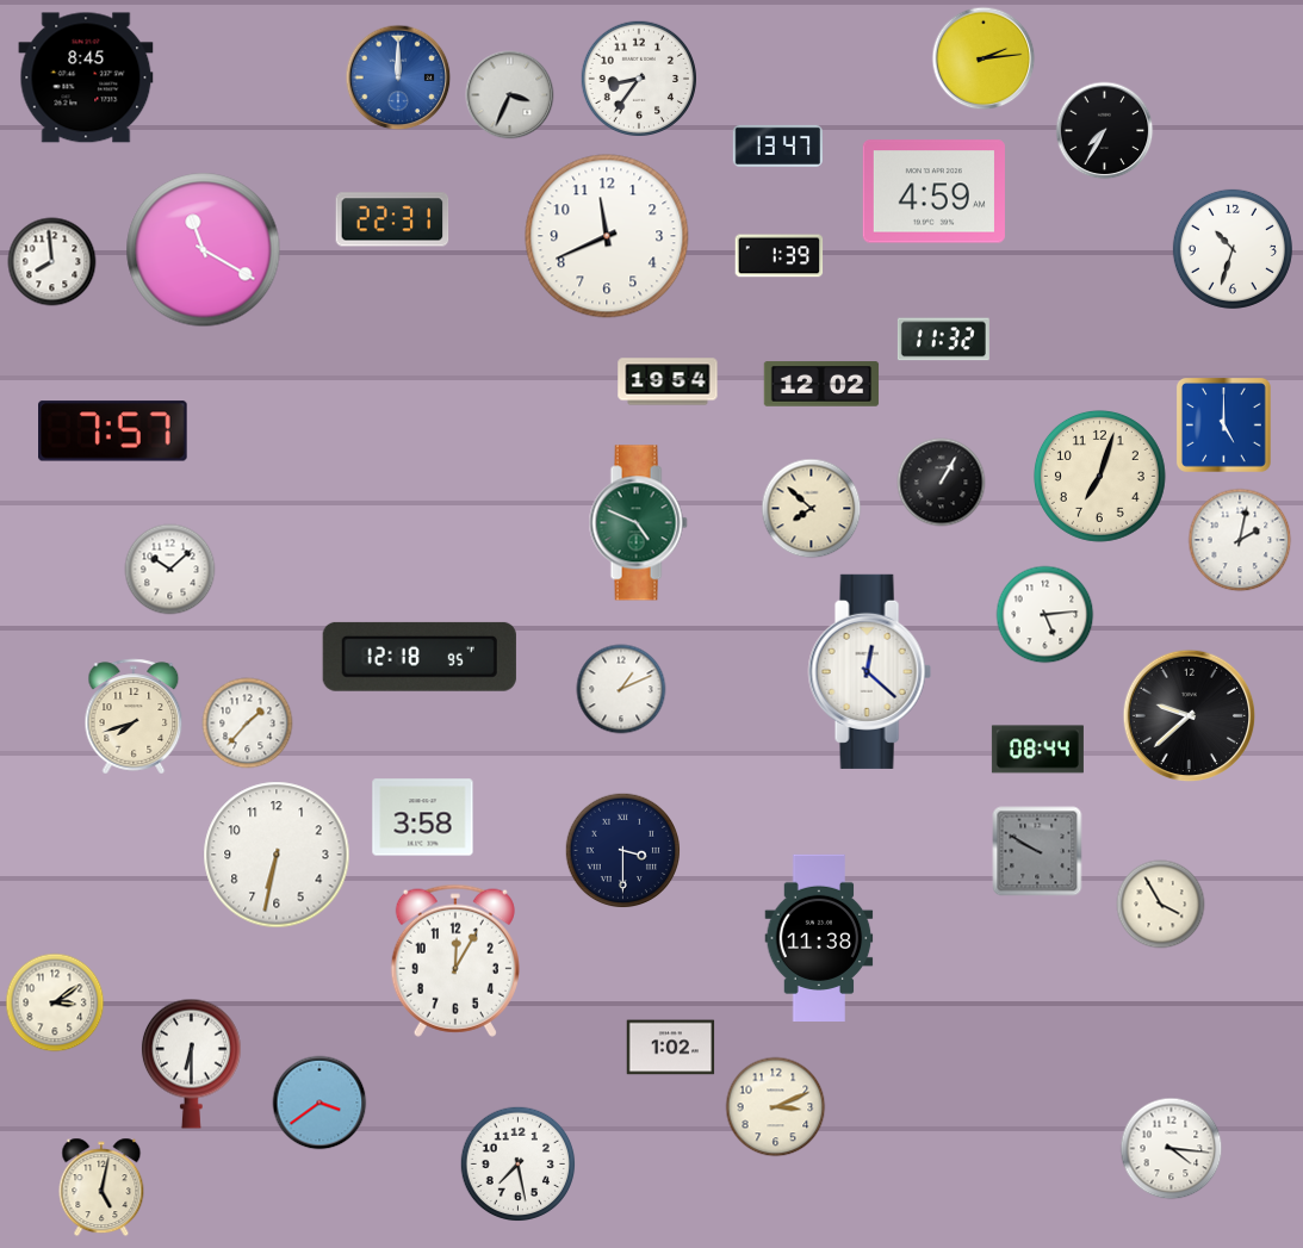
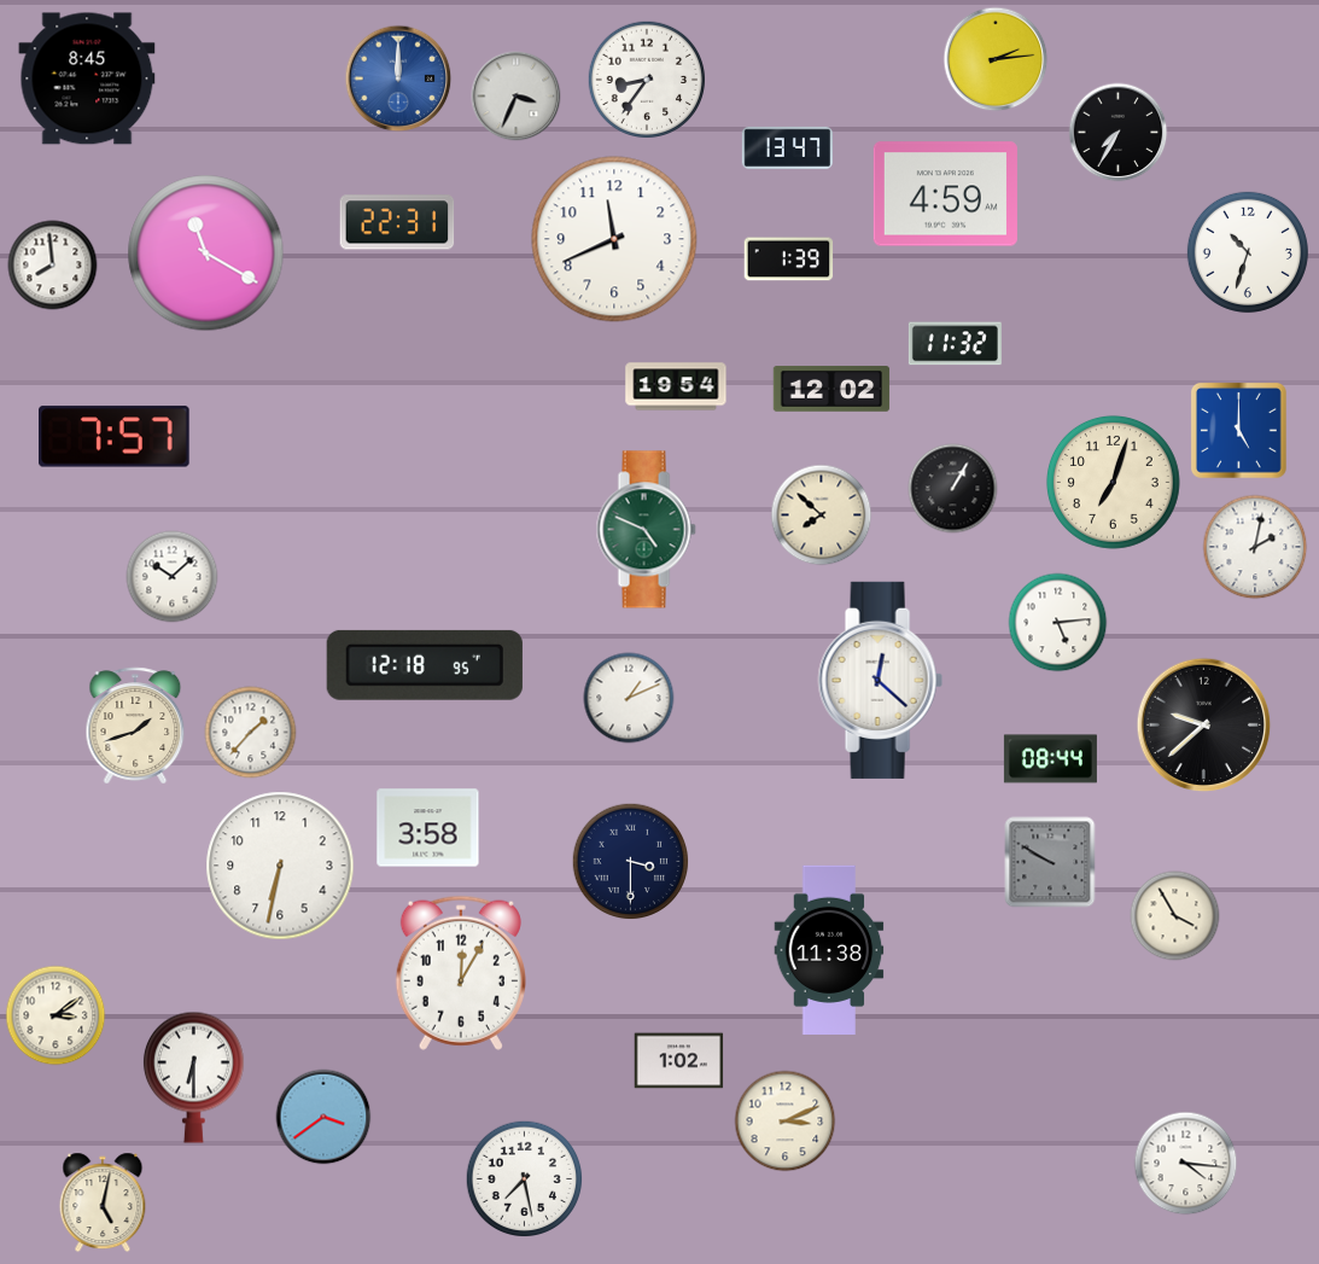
clock at (398, 77) position: (398, 77) -> (398, 78)
clock at (134, 716): 7:42 -> 1:42
